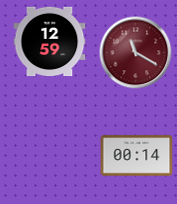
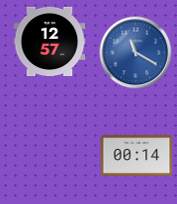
clock at (50, 42): 12:59 -> 12:57
clock at (136, 53) dial: burgundy -> blue
